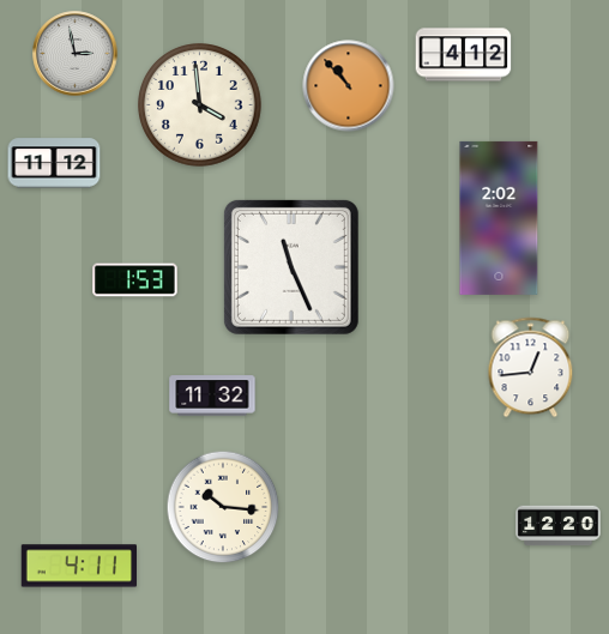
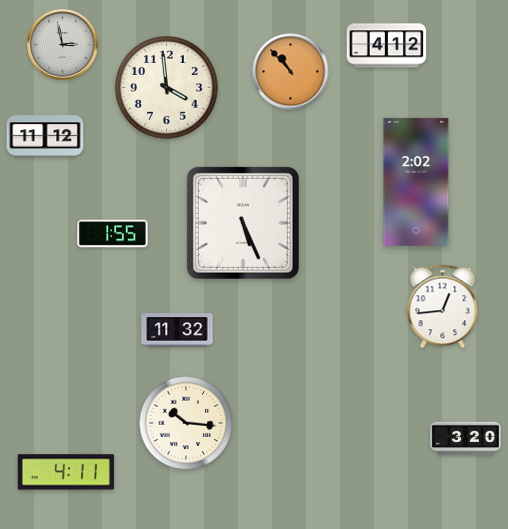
clock at (291, 267): 11:26 -> 5:26
clock at (135, 280): 1:53 -> 1:55
clock at (559, 526): 12:20 -> 3:20
